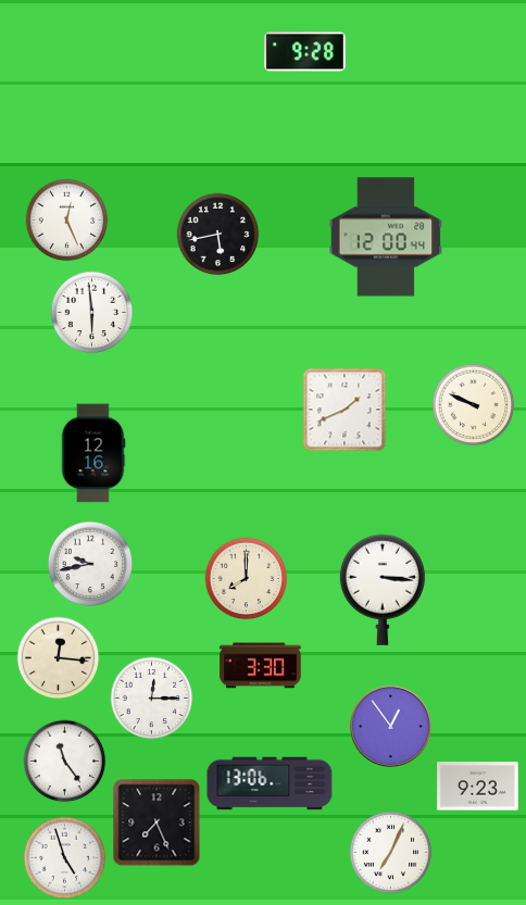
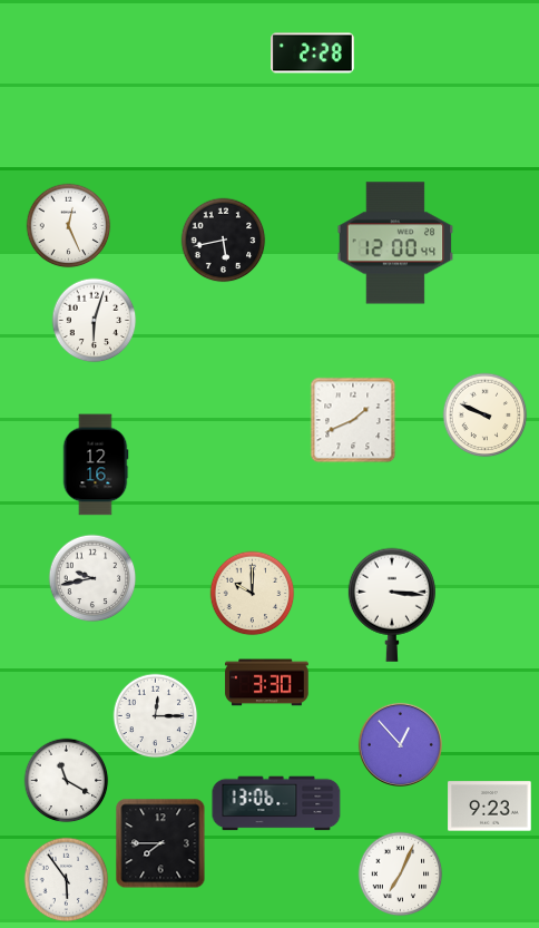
clock at (305, 52): 9:28 -> 2:28
clock at (92, 313): 5:59 -> 6:03
clock at (247, 579): 8:00 -> 10:00
clock at (59, 658): 12:16 -> none
clock at (390, 726): 12:54 -> 12:53
clock at (65, 762): 11:24 -> 11:20
clock at (156, 822): 7:26 -> 7:45
clock at (65, 858): 4:57 -> 5:54
